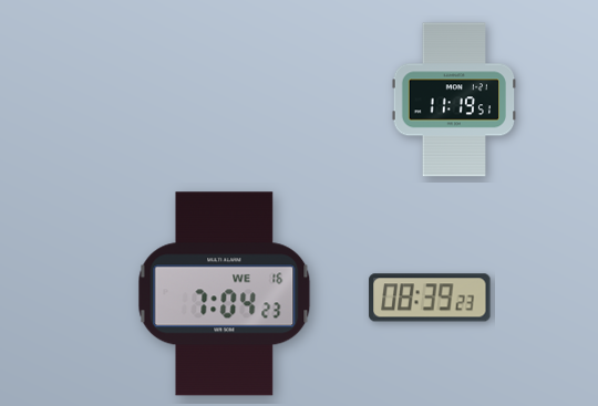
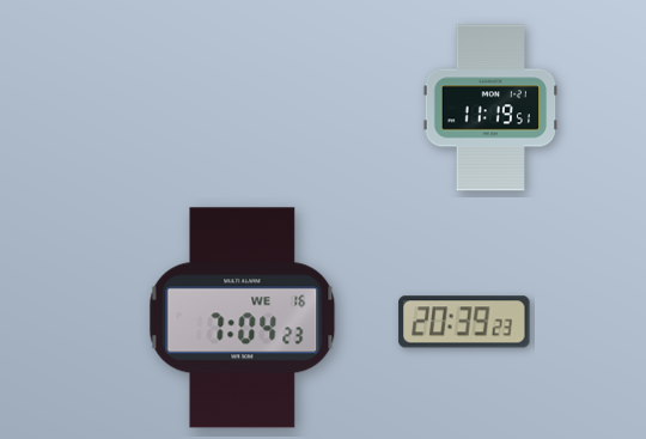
clock at (430, 298): 08:39 -> 20:39
